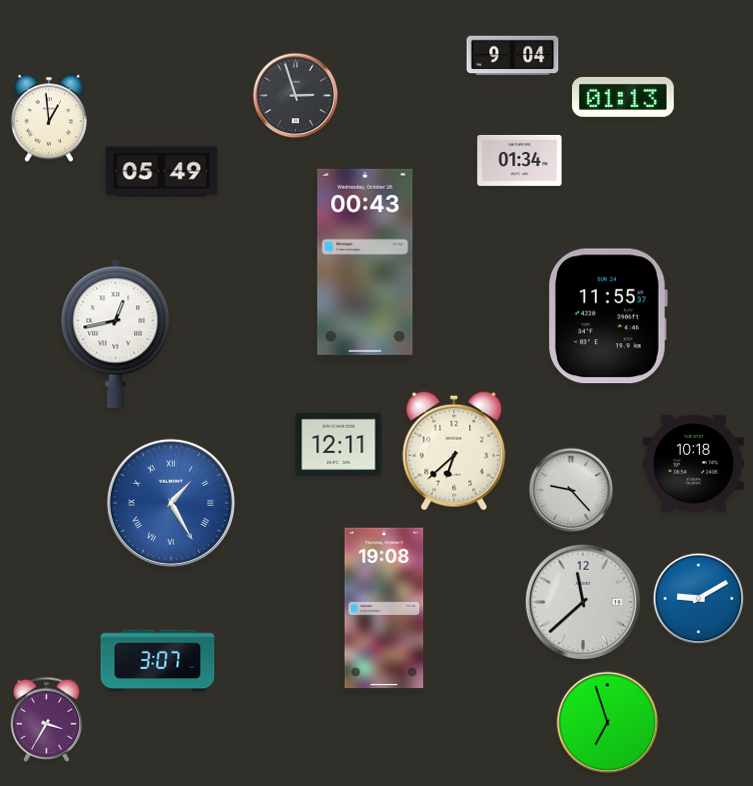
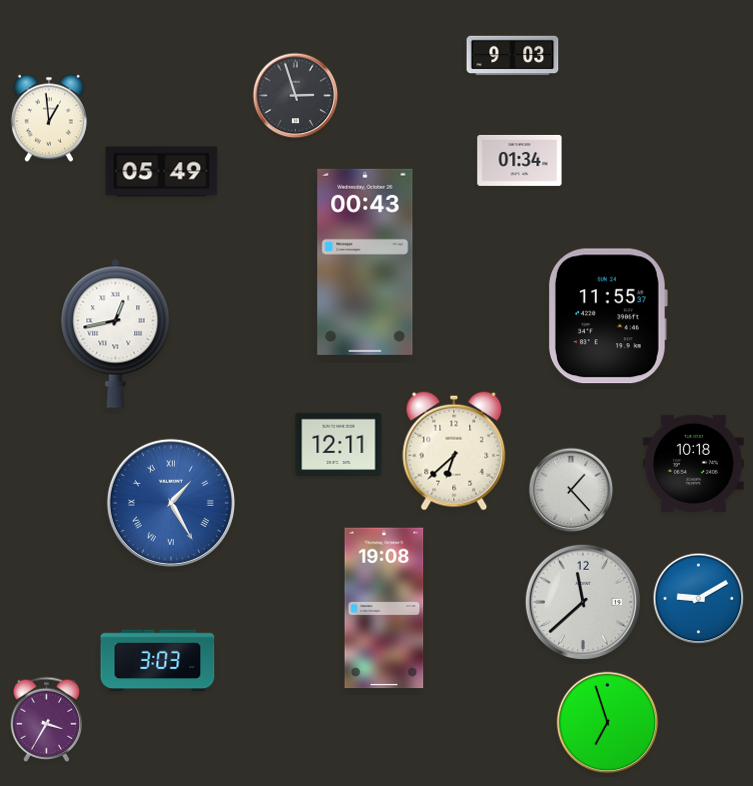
clock at (513, 56): 9:04 -> 9:03
clock at (624, 97): 01:13 -> none
clock at (571, 490): 9:23 -> 1:23
clock at (158, 661): 3:07 -> 3:03
